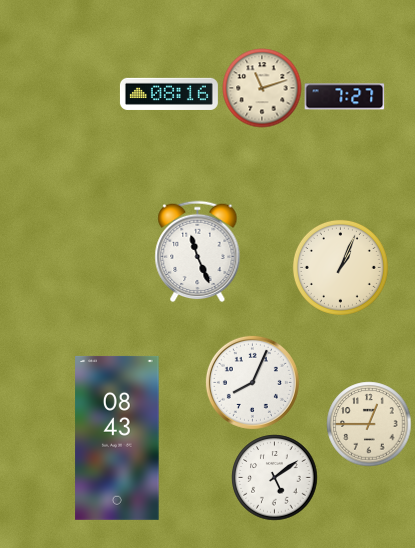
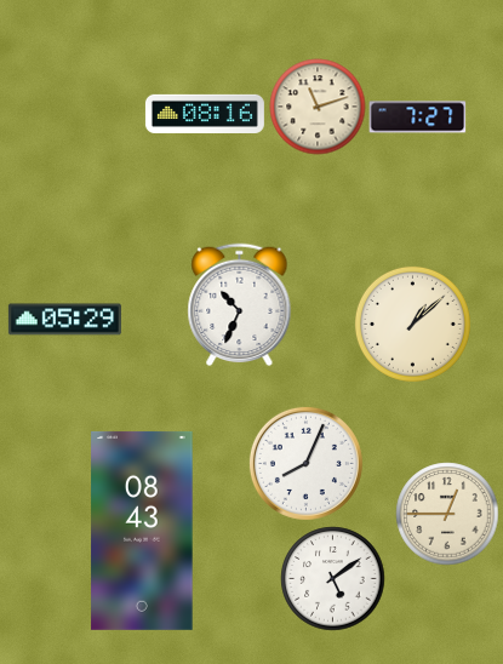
clock at (198, 251): 11:26 -> 10:34
clock at (64, 320): none -> 05:29
clock at (340, 267): 1:04 -> 1:08
